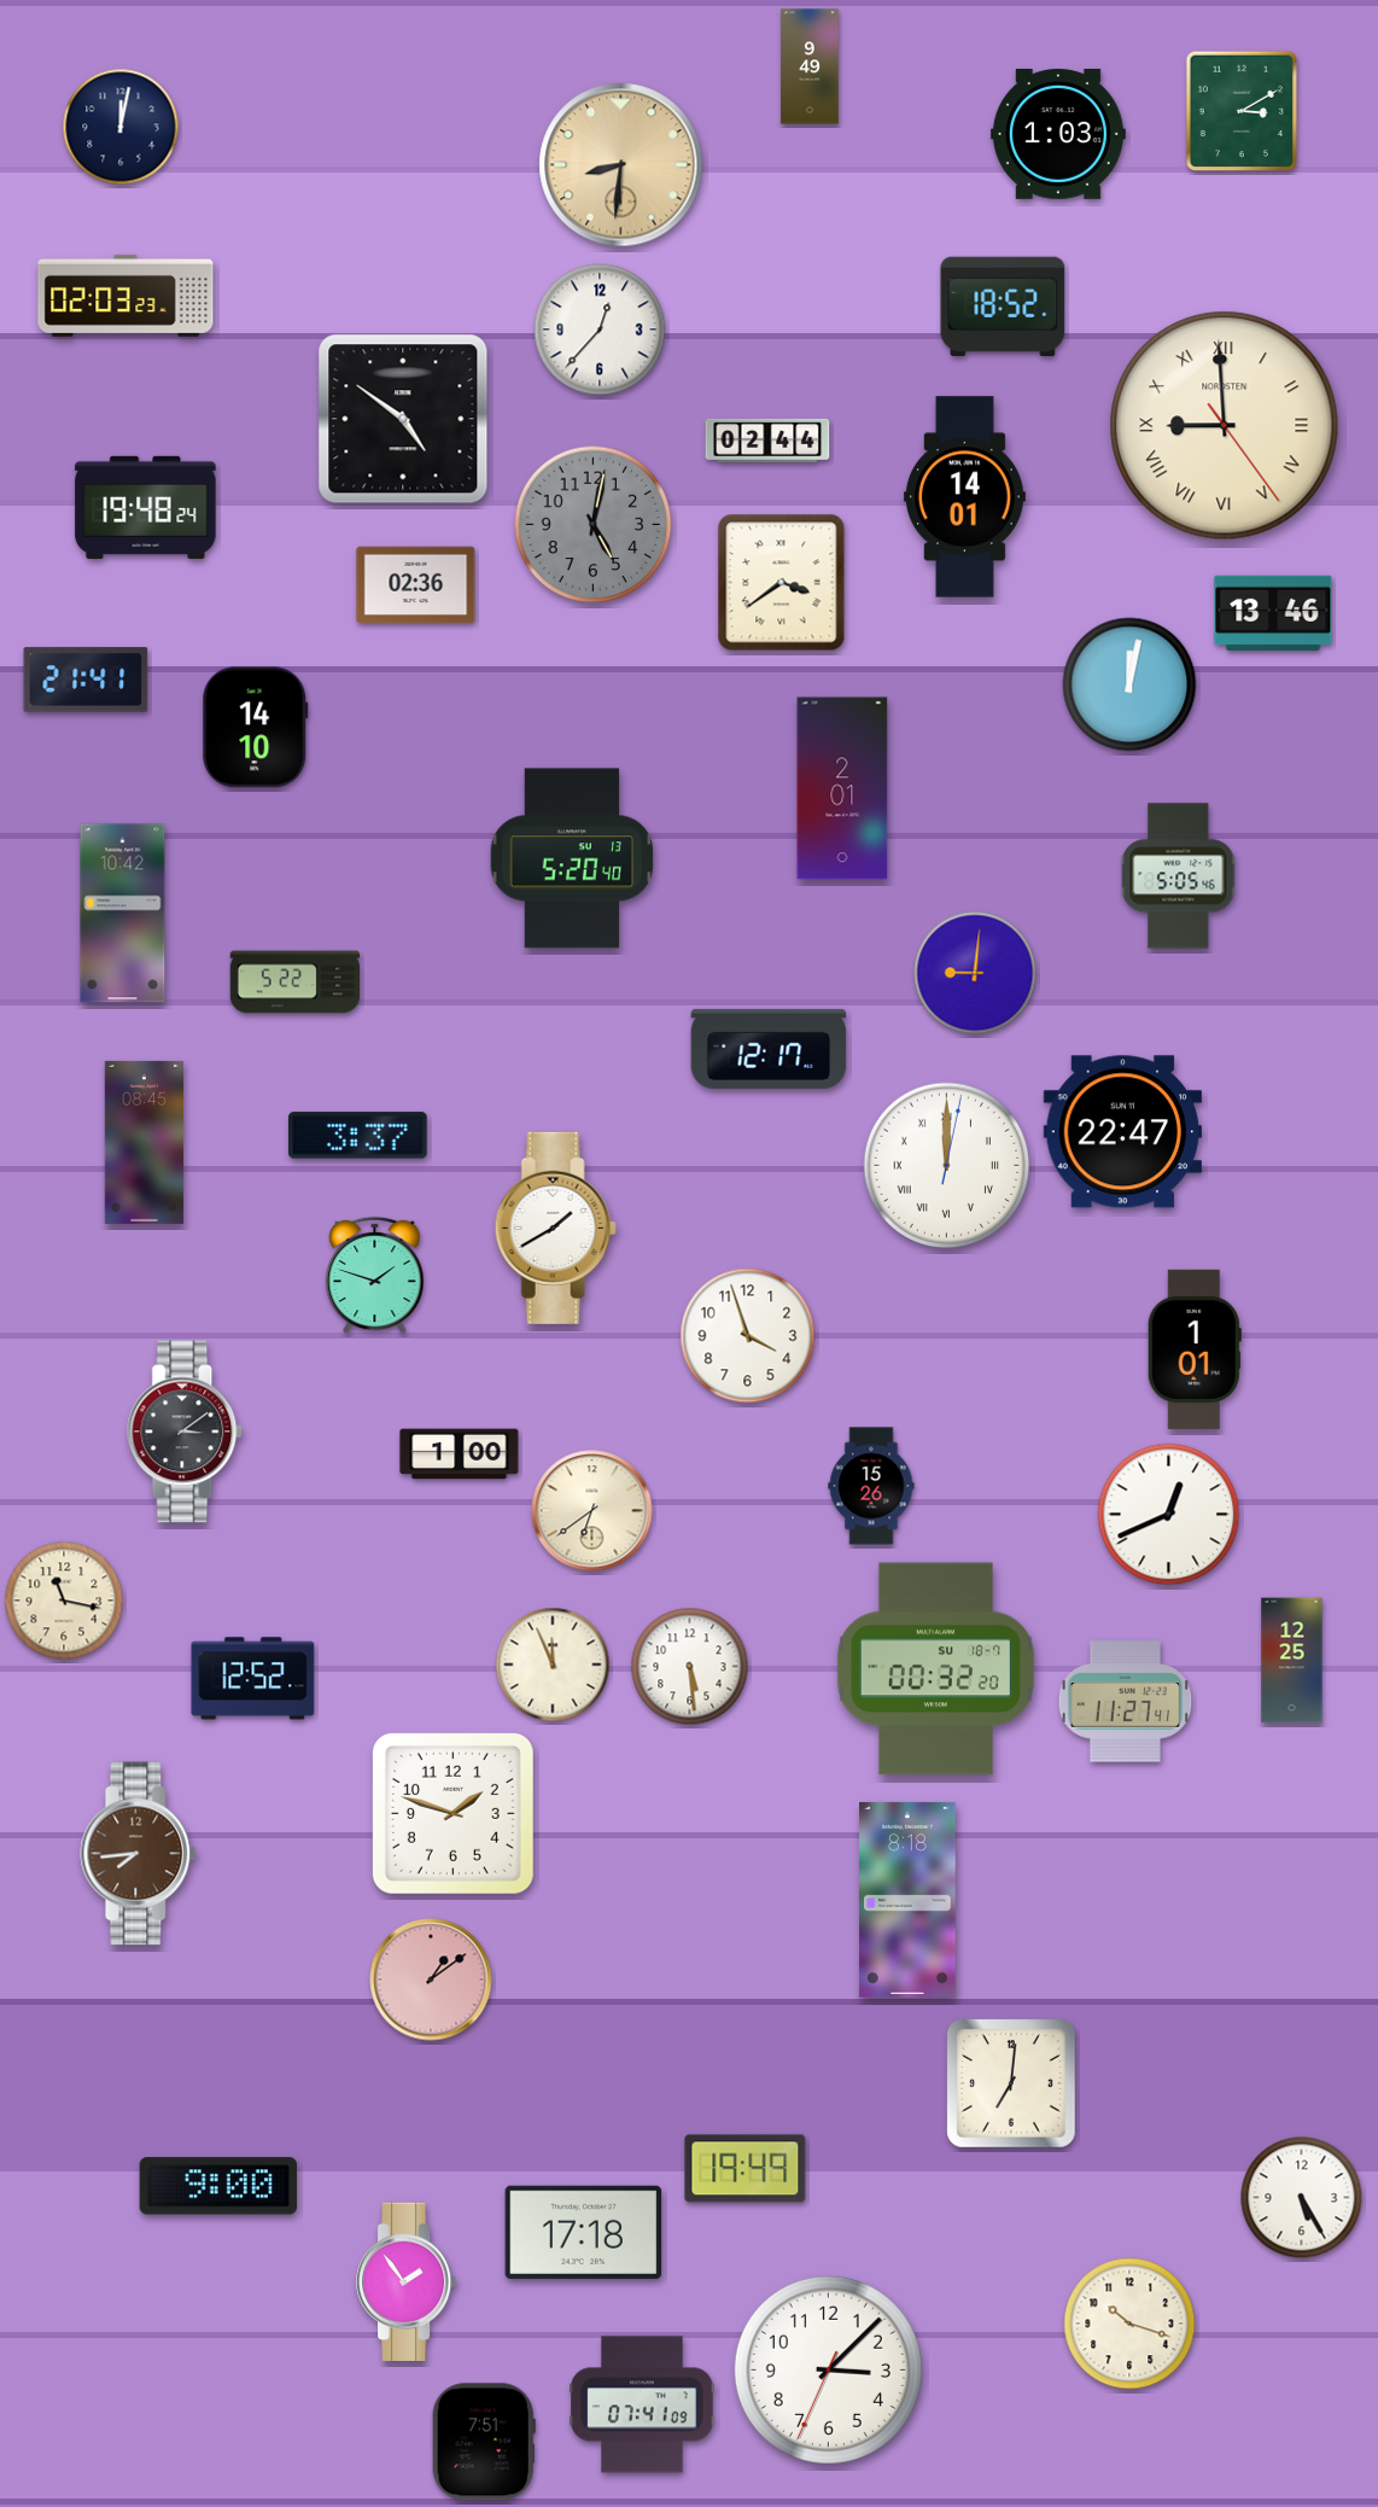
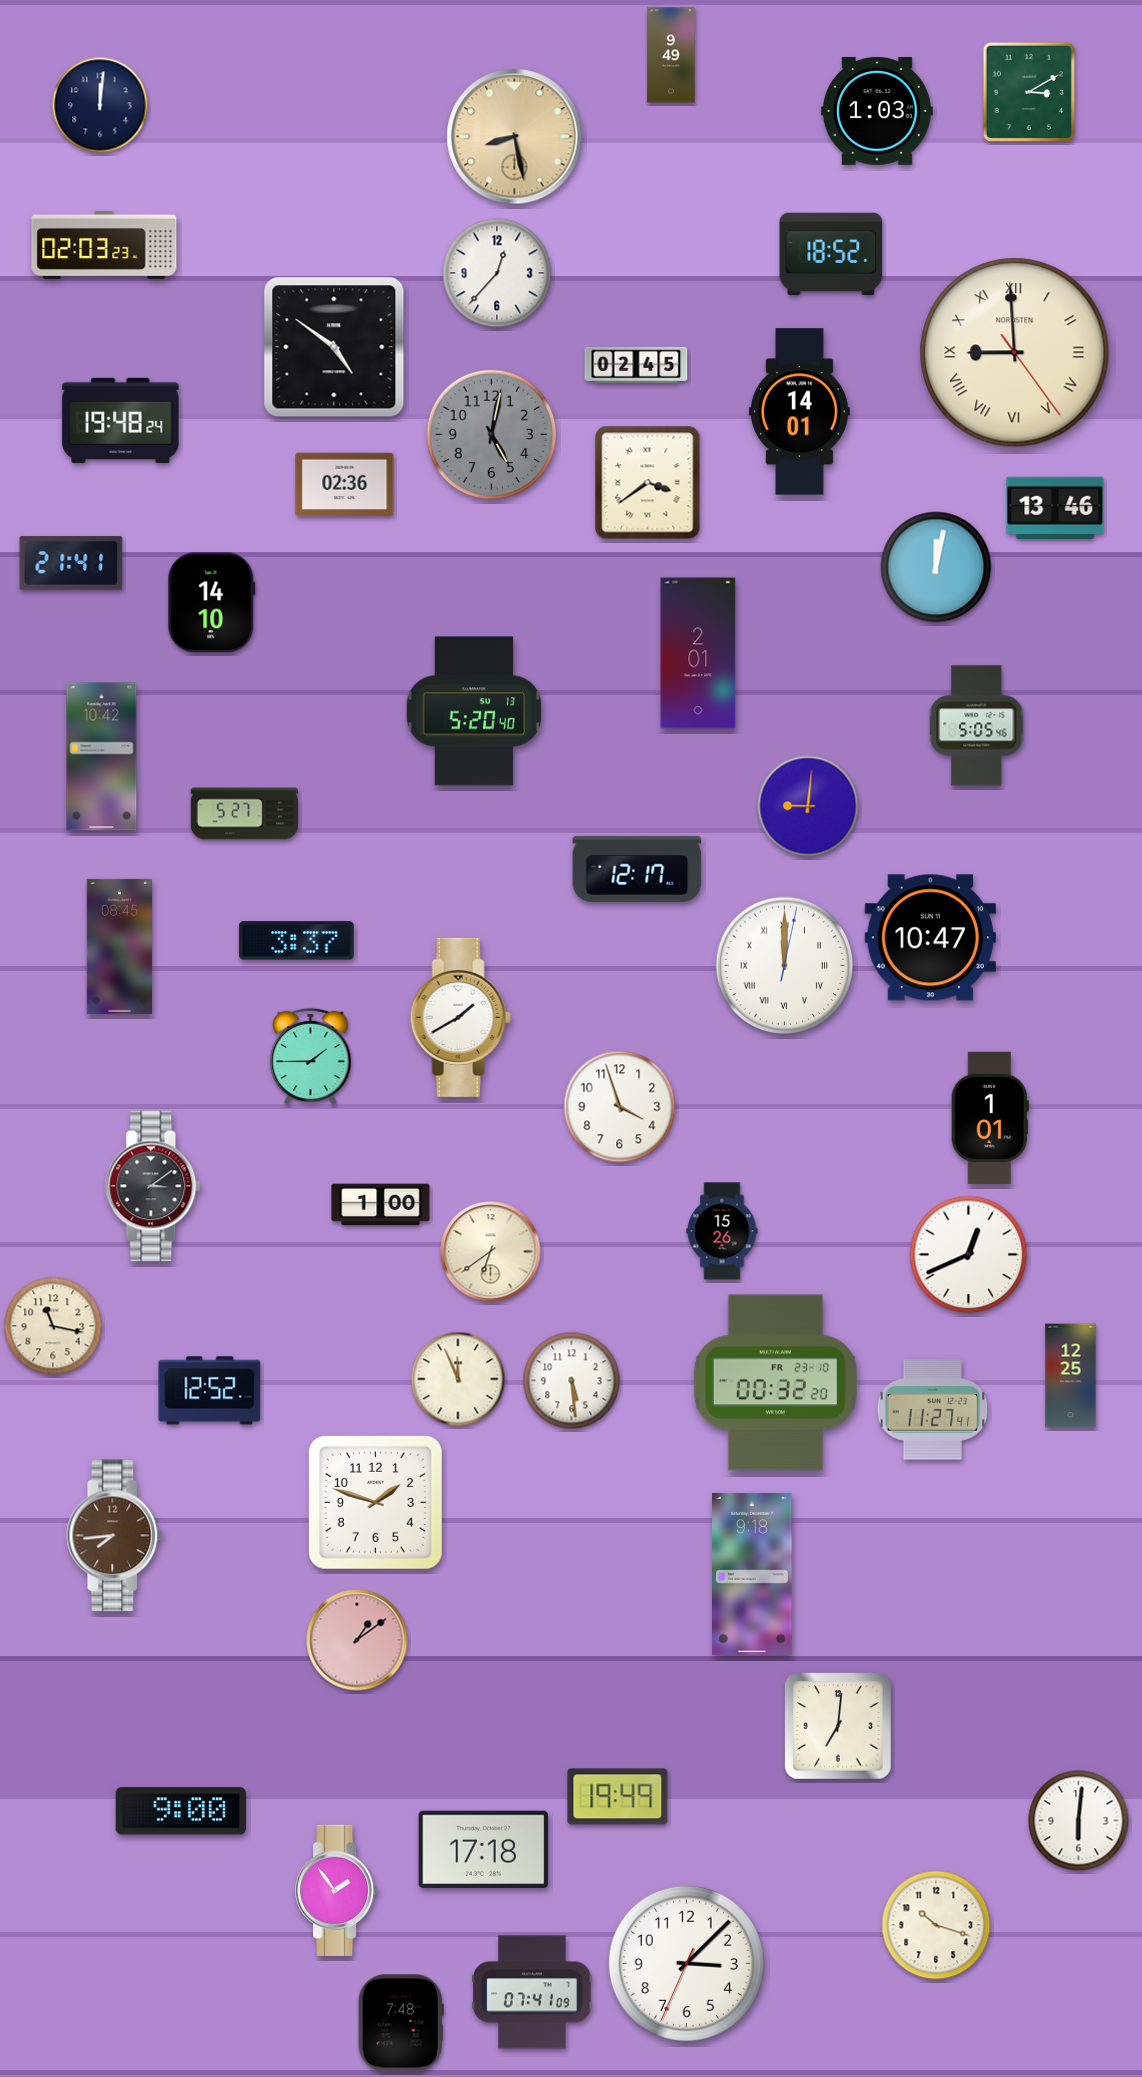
clock at (121, 127): 12:02 -> 12:01
clock at (621, 165): 8:31 -> 8:28
clock at (767, 441): 02:44 -> 02:45
clock at (296, 983): 5:22 -> 5:27
clock at (1122, 1132): 22:47 -> 10:47
clock at (375, 1276): 1:48 -> 1:45
clock at (935, 1669) date: SU 18-7 -> FR 23-10
clock at (907, 1900): 8:18 -> 9:18
clock at (1302, 2198): 5:25 -> 6:01
clock at (484, 2442): 7:51 -> 7:48
